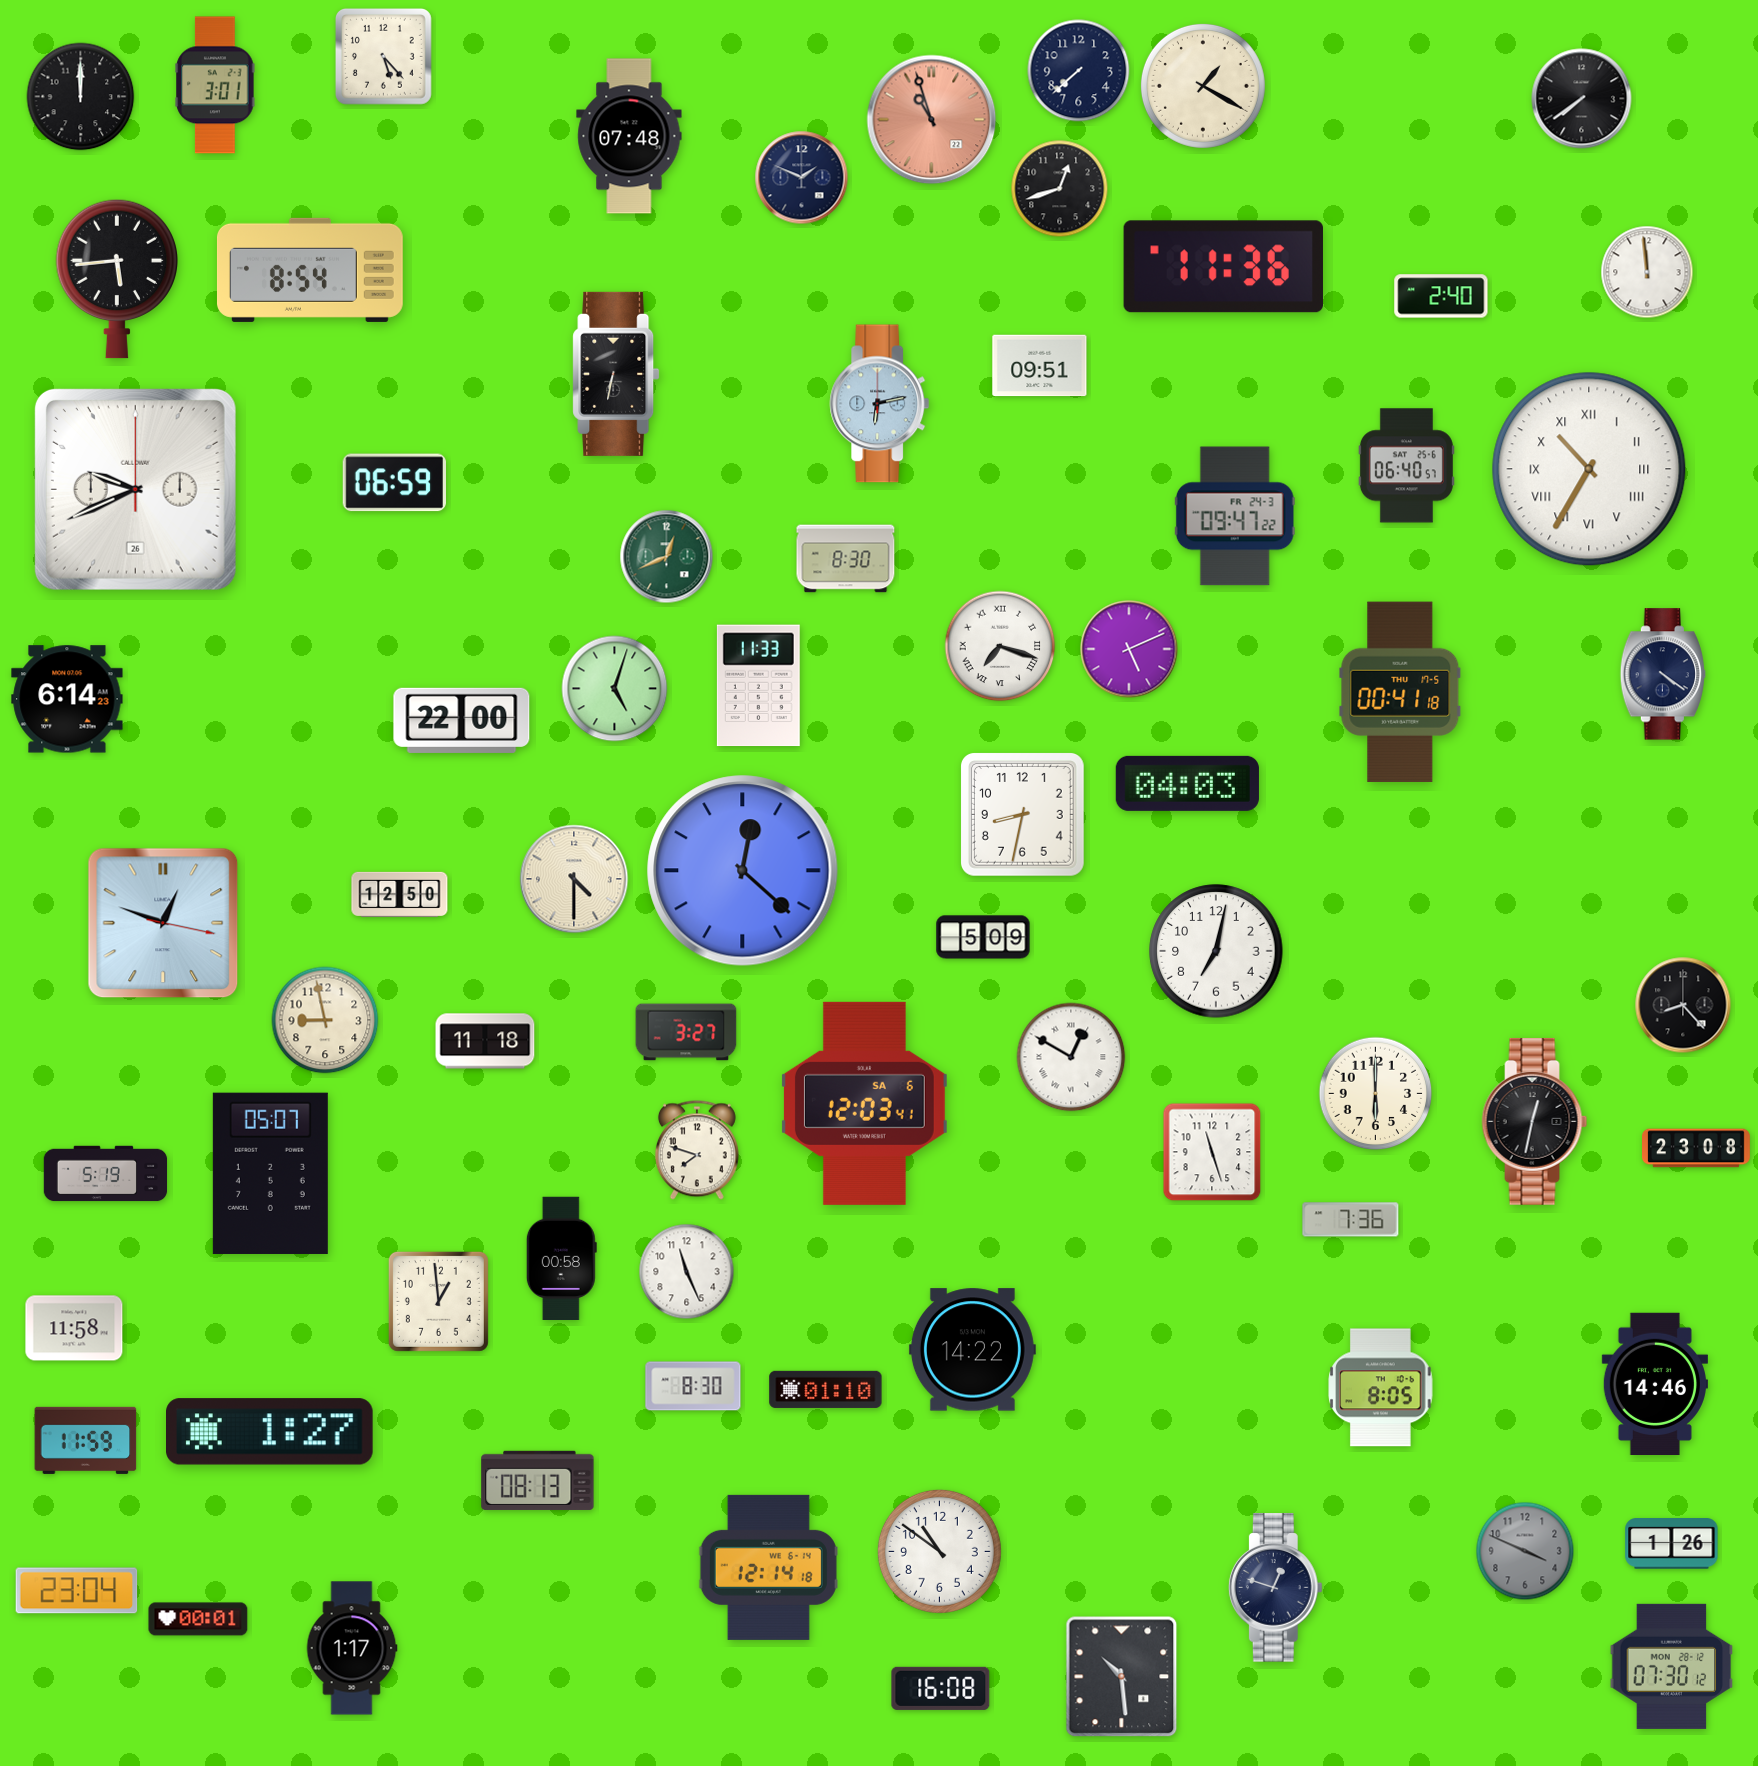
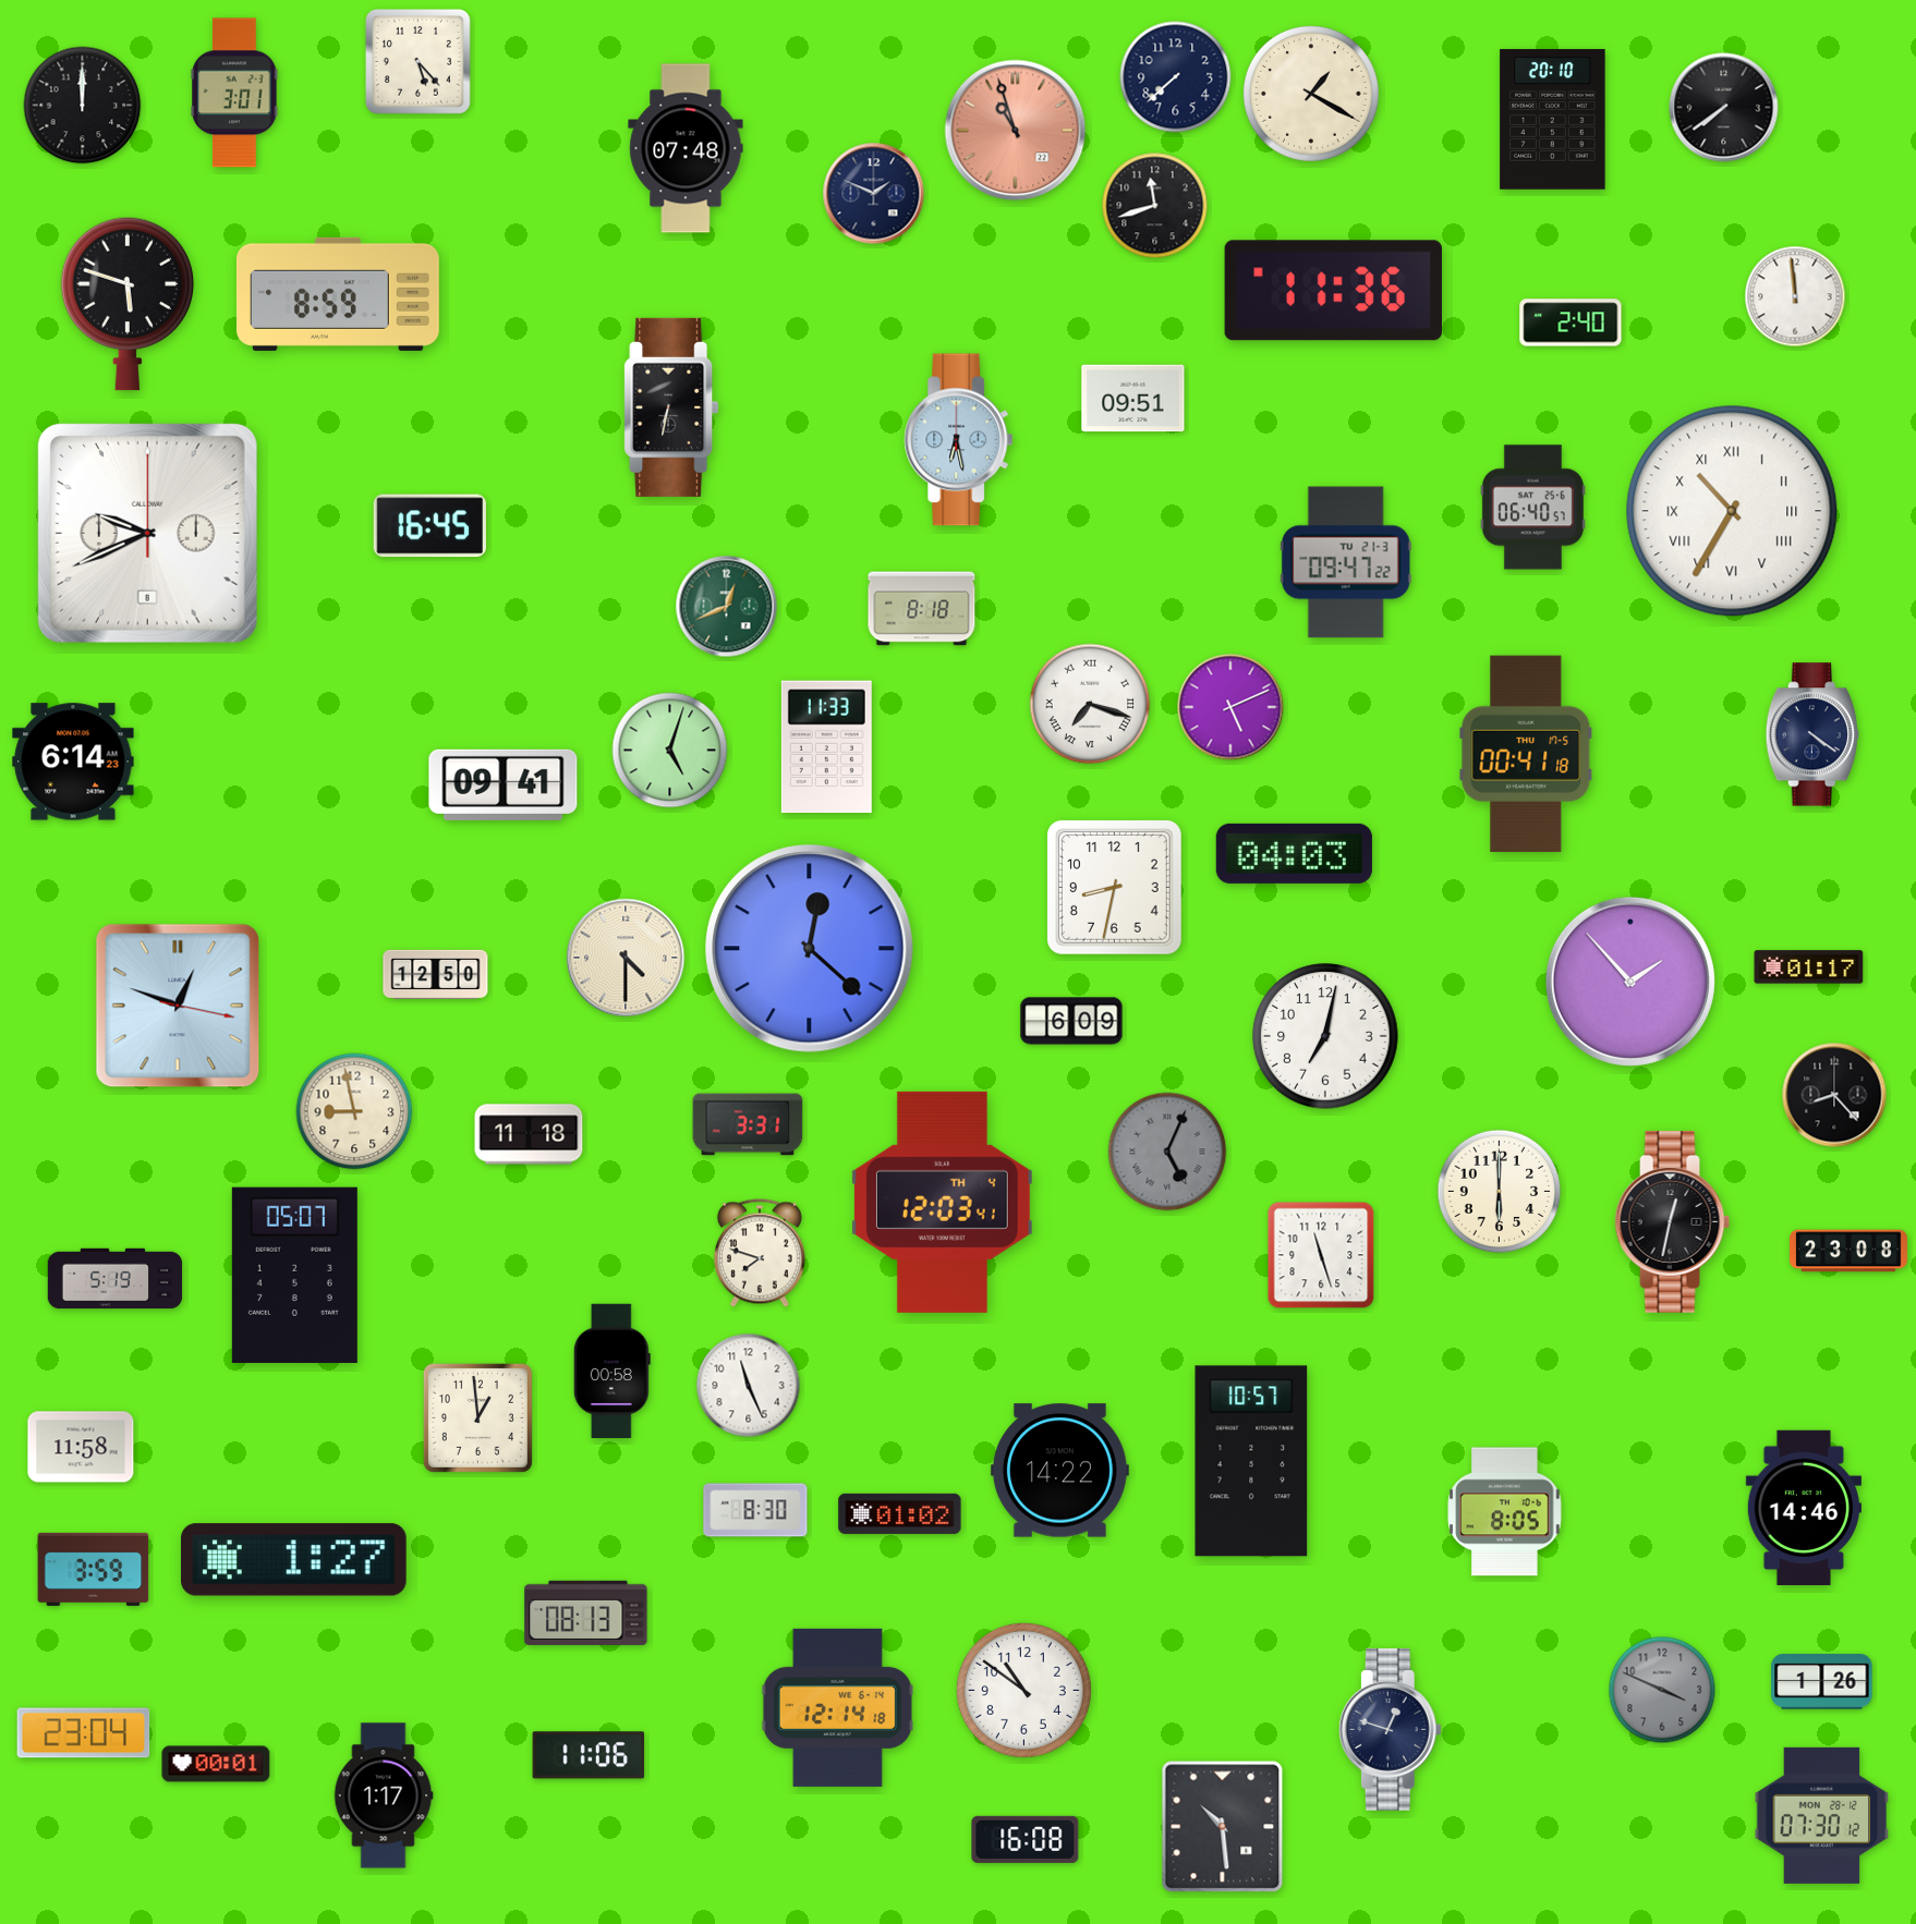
clock at (81, 97) position: (81, 97) -> (83, 106)
clock at (1553, 120): none -> 20:10
clock at (1060, 189): 12:42 -> 11:42
clock at (310, 270): 8:54 -> 8:59
clock at (116, 279): 5:44 -> 5:48
clock at (880, 404): 6:13 -> 6:28
clock at (394, 483): 06:59 -> 16:45
clock at (135, 489) date: 26 -> 8
clock at (1235, 516) date: FR 24-3 -> TU 21-3
clock at (846, 559): 8:30 -> 8:18
clock at (462, 720): 22:00 -> 09:41
clock at (1809, 967): none -> 01:17
clock at (1630, 982): none -> 1:53
clock at (983, 937): 5:09 -> 6:09
clock at (686, 1032): 3:27 -> 3:31
clock at (1071, 1057): 12:50 -> 5:04
clock at (1071, 1057) dial: white -> grey
clock at (864, 1103) date: SA 6 -> TH 4
clock at (270, 1173) position: (270, 1173) -> (294, 1275)
clock at (1351, 1220): 7:36 -> none
clock at (1251, 1461): none -> 10:57
clock at (826, 1389): 01:10 -> 01:02
clock at (86, 1440): 11:59 -> 3:59
clock at (589, 1755): none -> 11:06
